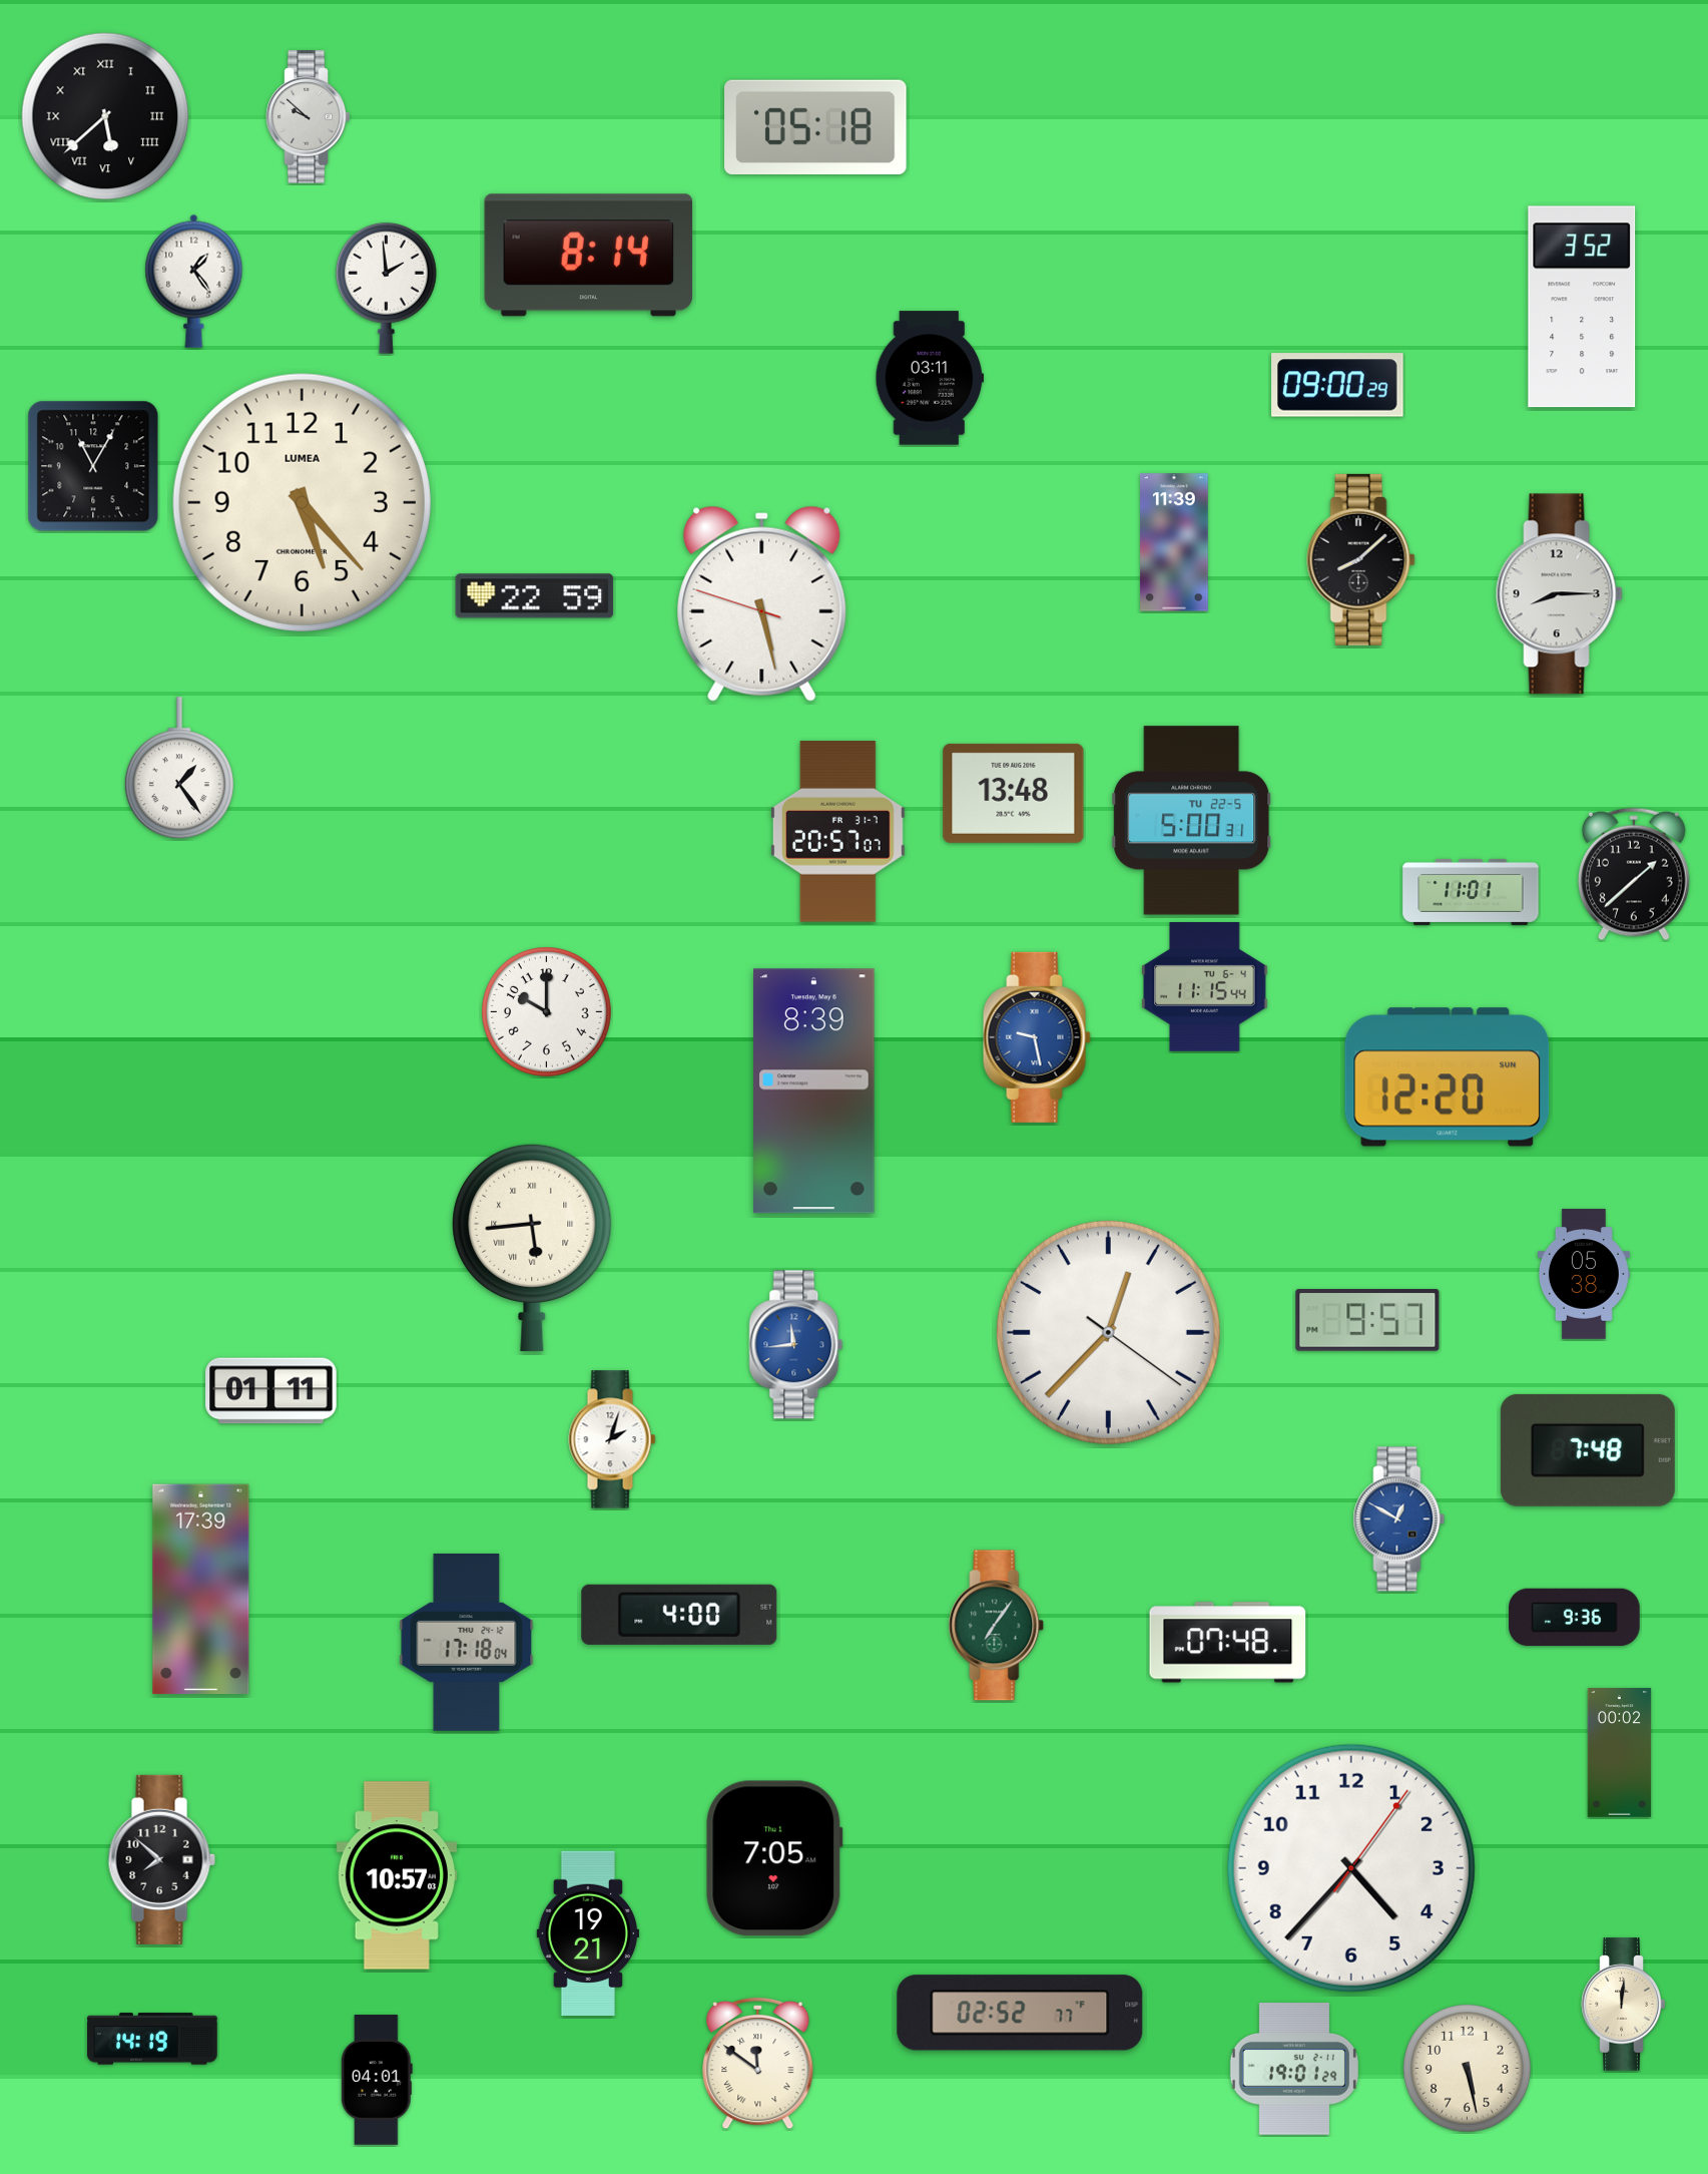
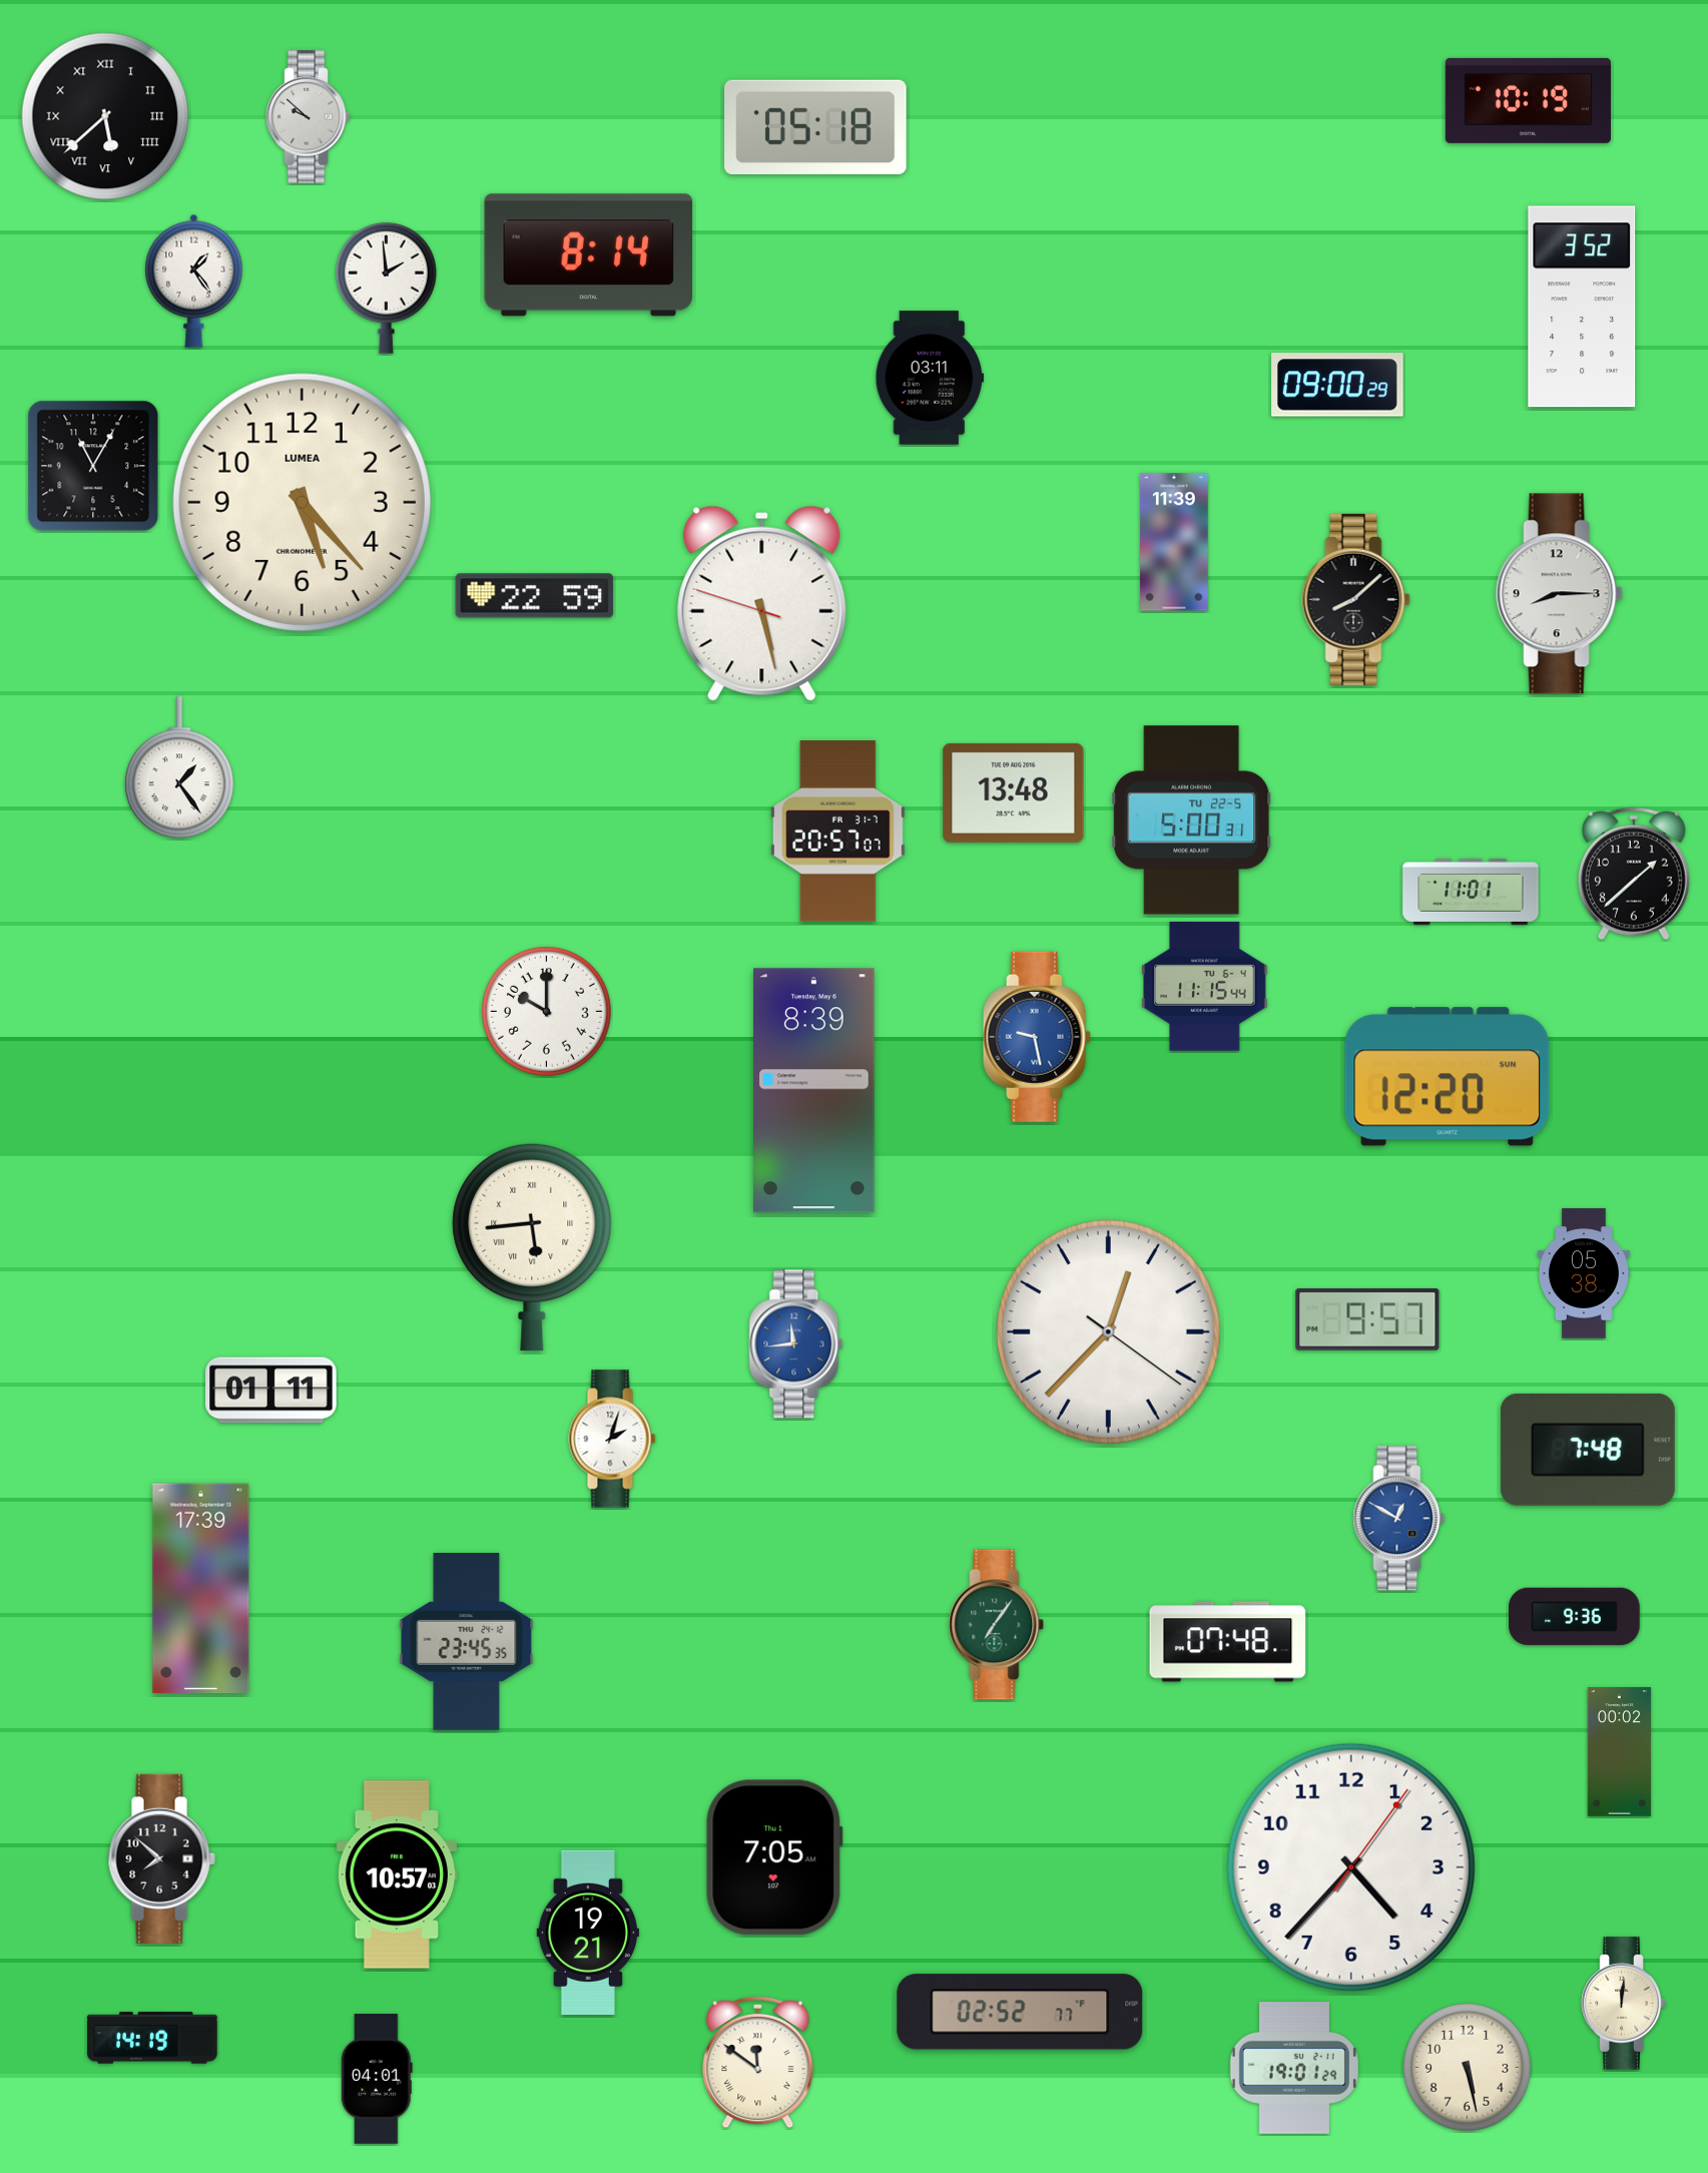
clock at (1528, 100): none -> 10:19
clock at (1361, 559) position: (1361, 559) -> (1356, 599)
clock at (679, 1615): 4:00 -> none
clock at (467, 1643): 17:18 -> 23:45
